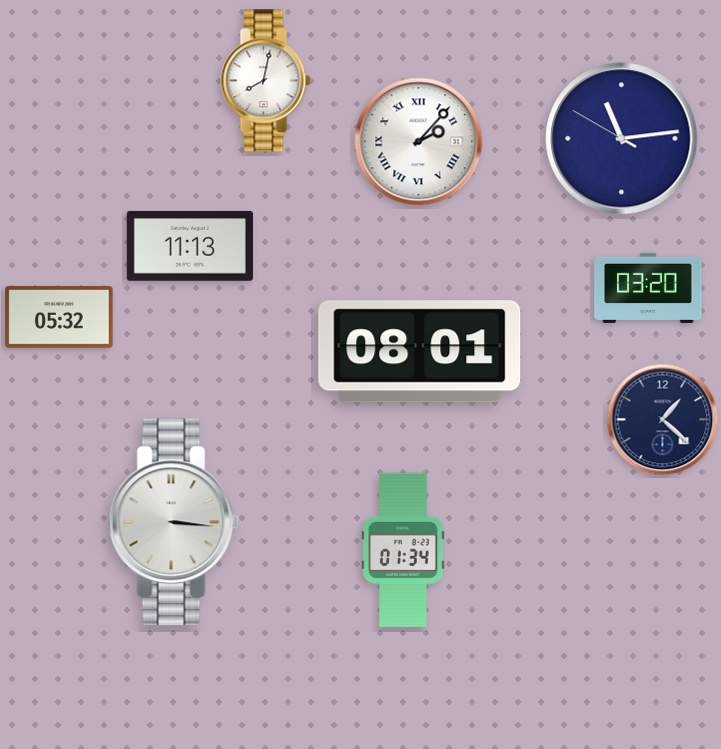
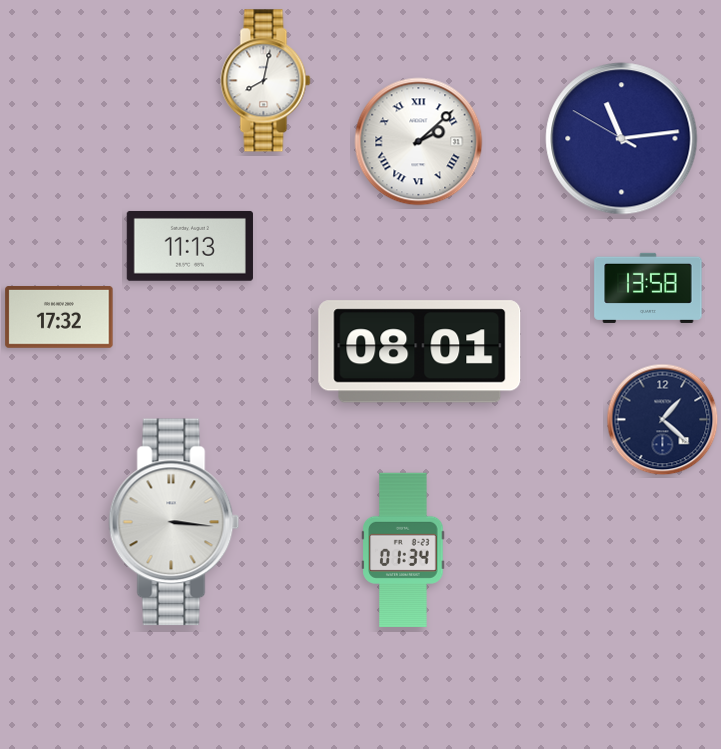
clock at (419, 142): 2:07 -> 2:08
clock at (648, 288): 03:20 -> 13:58
clock at (59, 318): 05:32 -> 17:32
